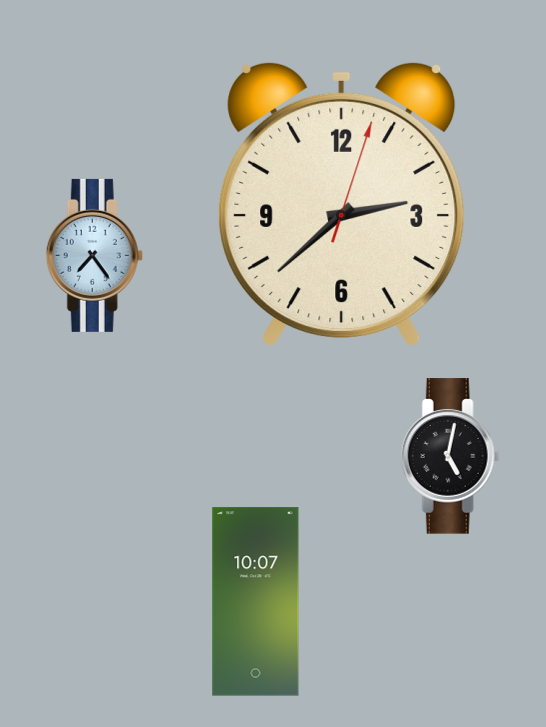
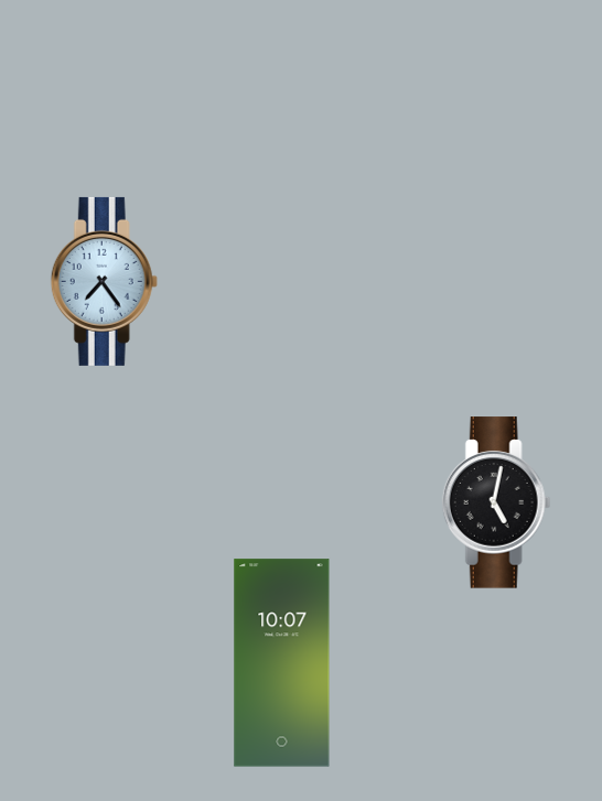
clock at (342, 203): 2:38 -> none
